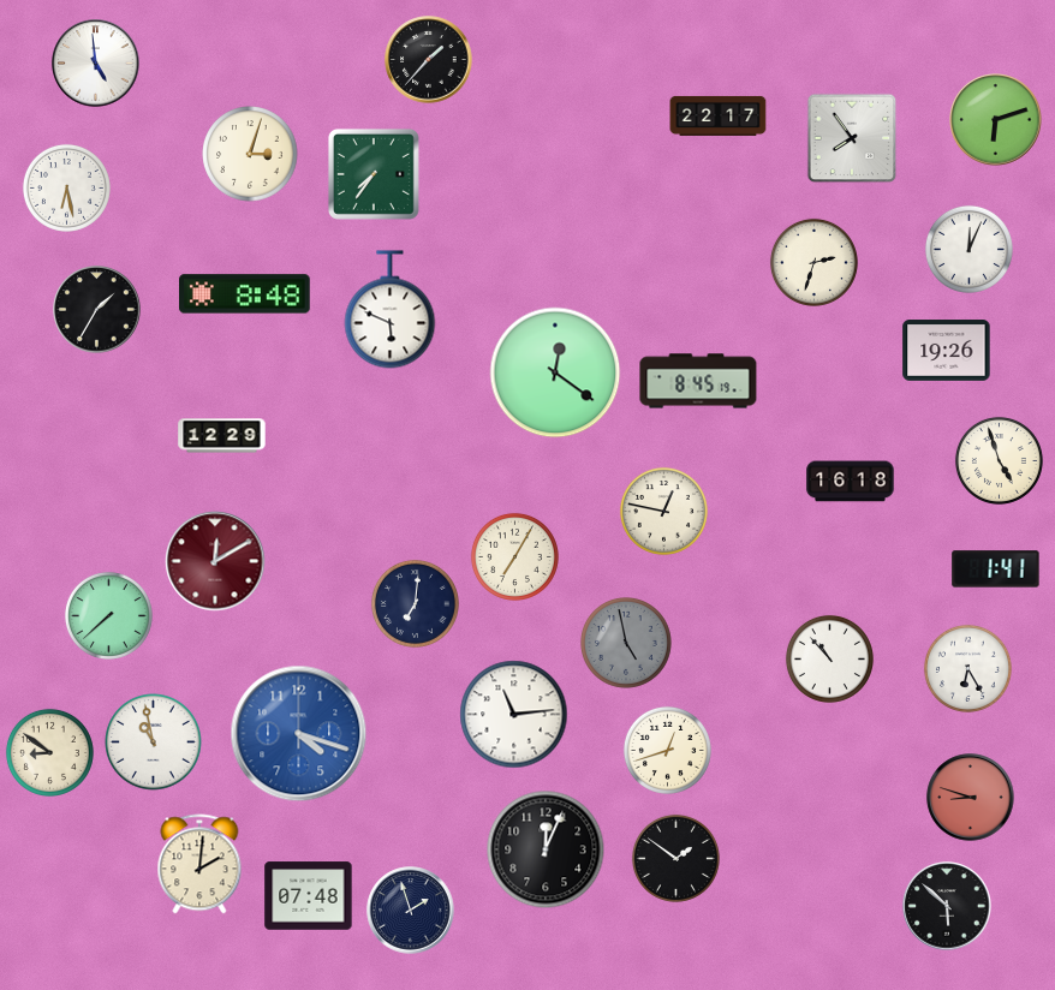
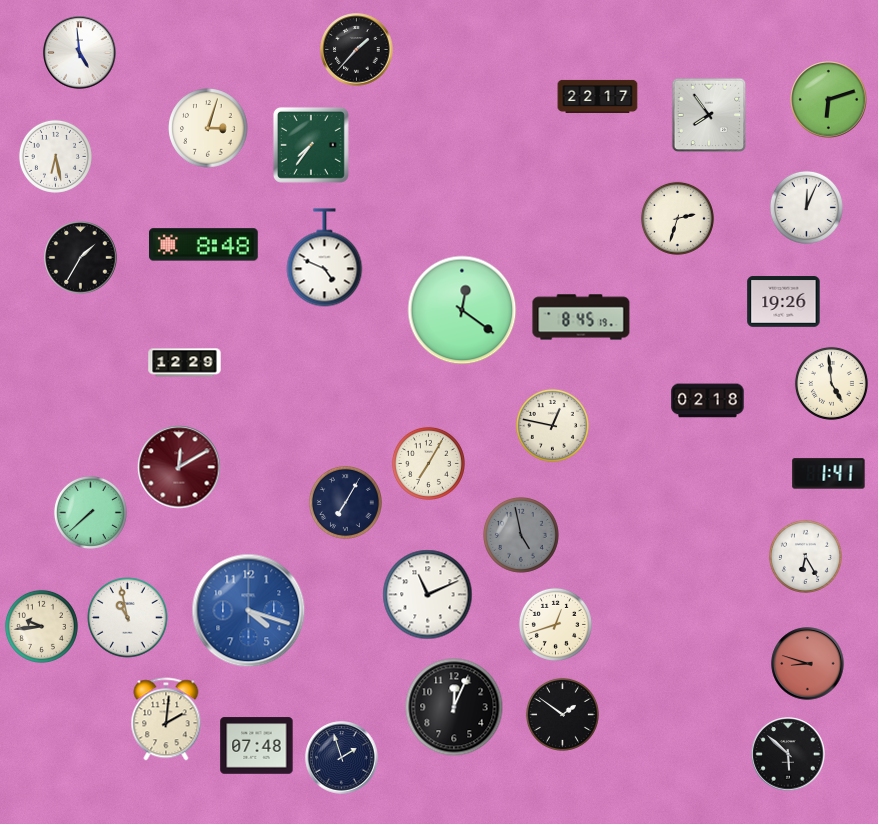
clock at (391, 310): 5:49 -> 4:49
clock at (947, 351) position: (947, 351) -> (784, 302)
clock at (999, 460): 4:57 -> 4:59
clock at (851, 482): 16:18 -> 02:18
clock at (415, 603): 7:01 -> 7:05
clock at (829, 658): 10:53 -> none
clock at (514, 715): 11:14 -> 11:11
clock at (49, 752): 8:51 -> 9:44
